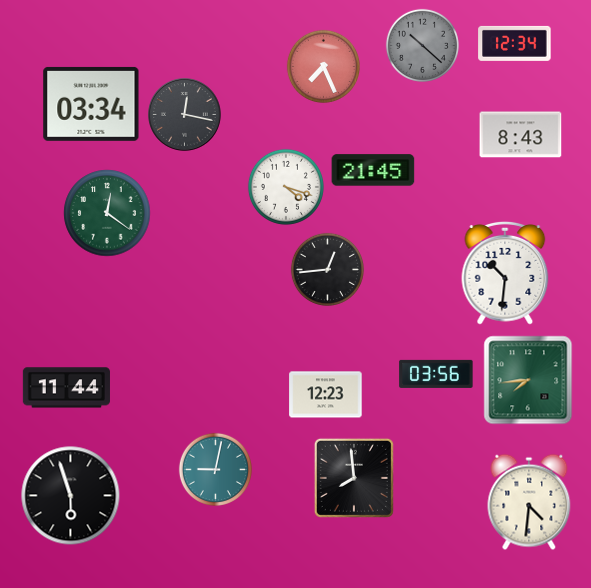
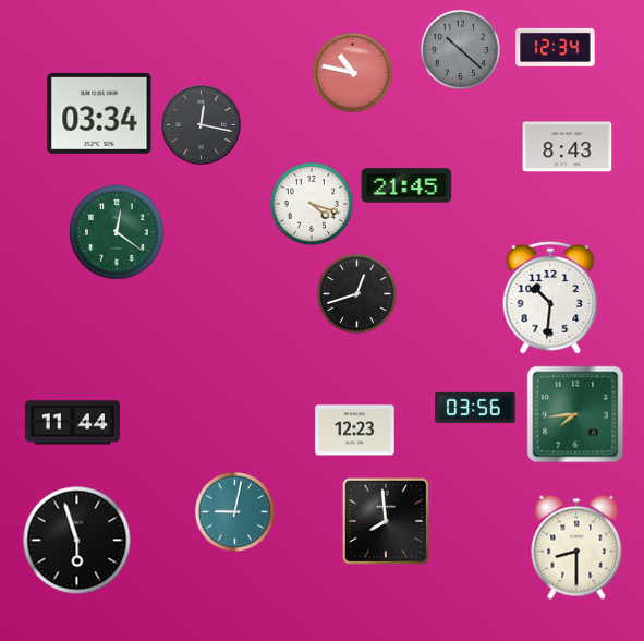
clock at (515, 43) position: (515, 43) -> (556, 47)
clock at (323, 66): 7:26 -> 10:47
clock at (327, 269): 12:44 -> 12:42
clock at (529, 502): 4:31 -> 8:30
